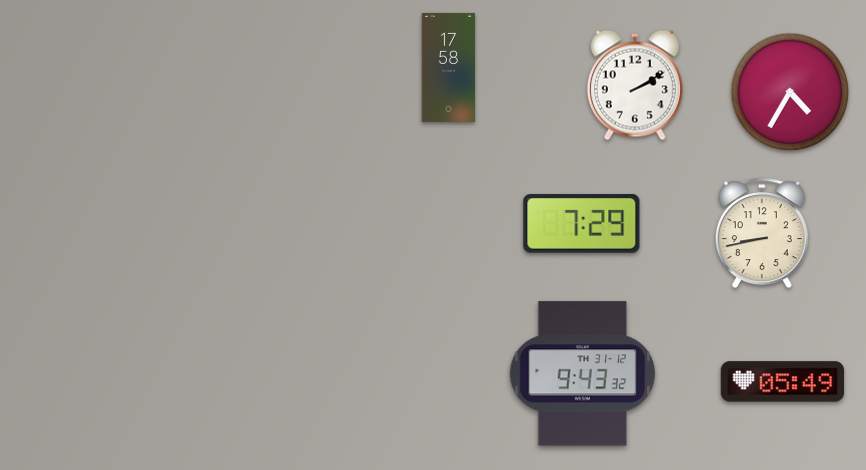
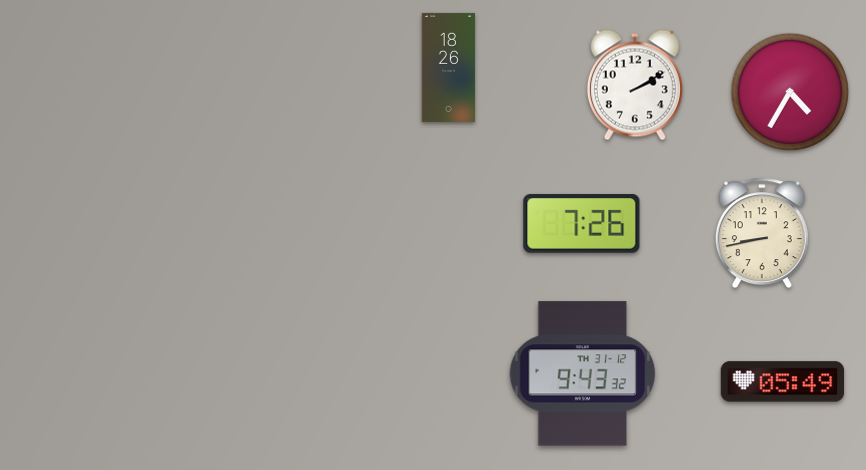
clock at (449, 67): 17:58 -> 18:26
clock at (582, 224): 7:29 -> 7:26
